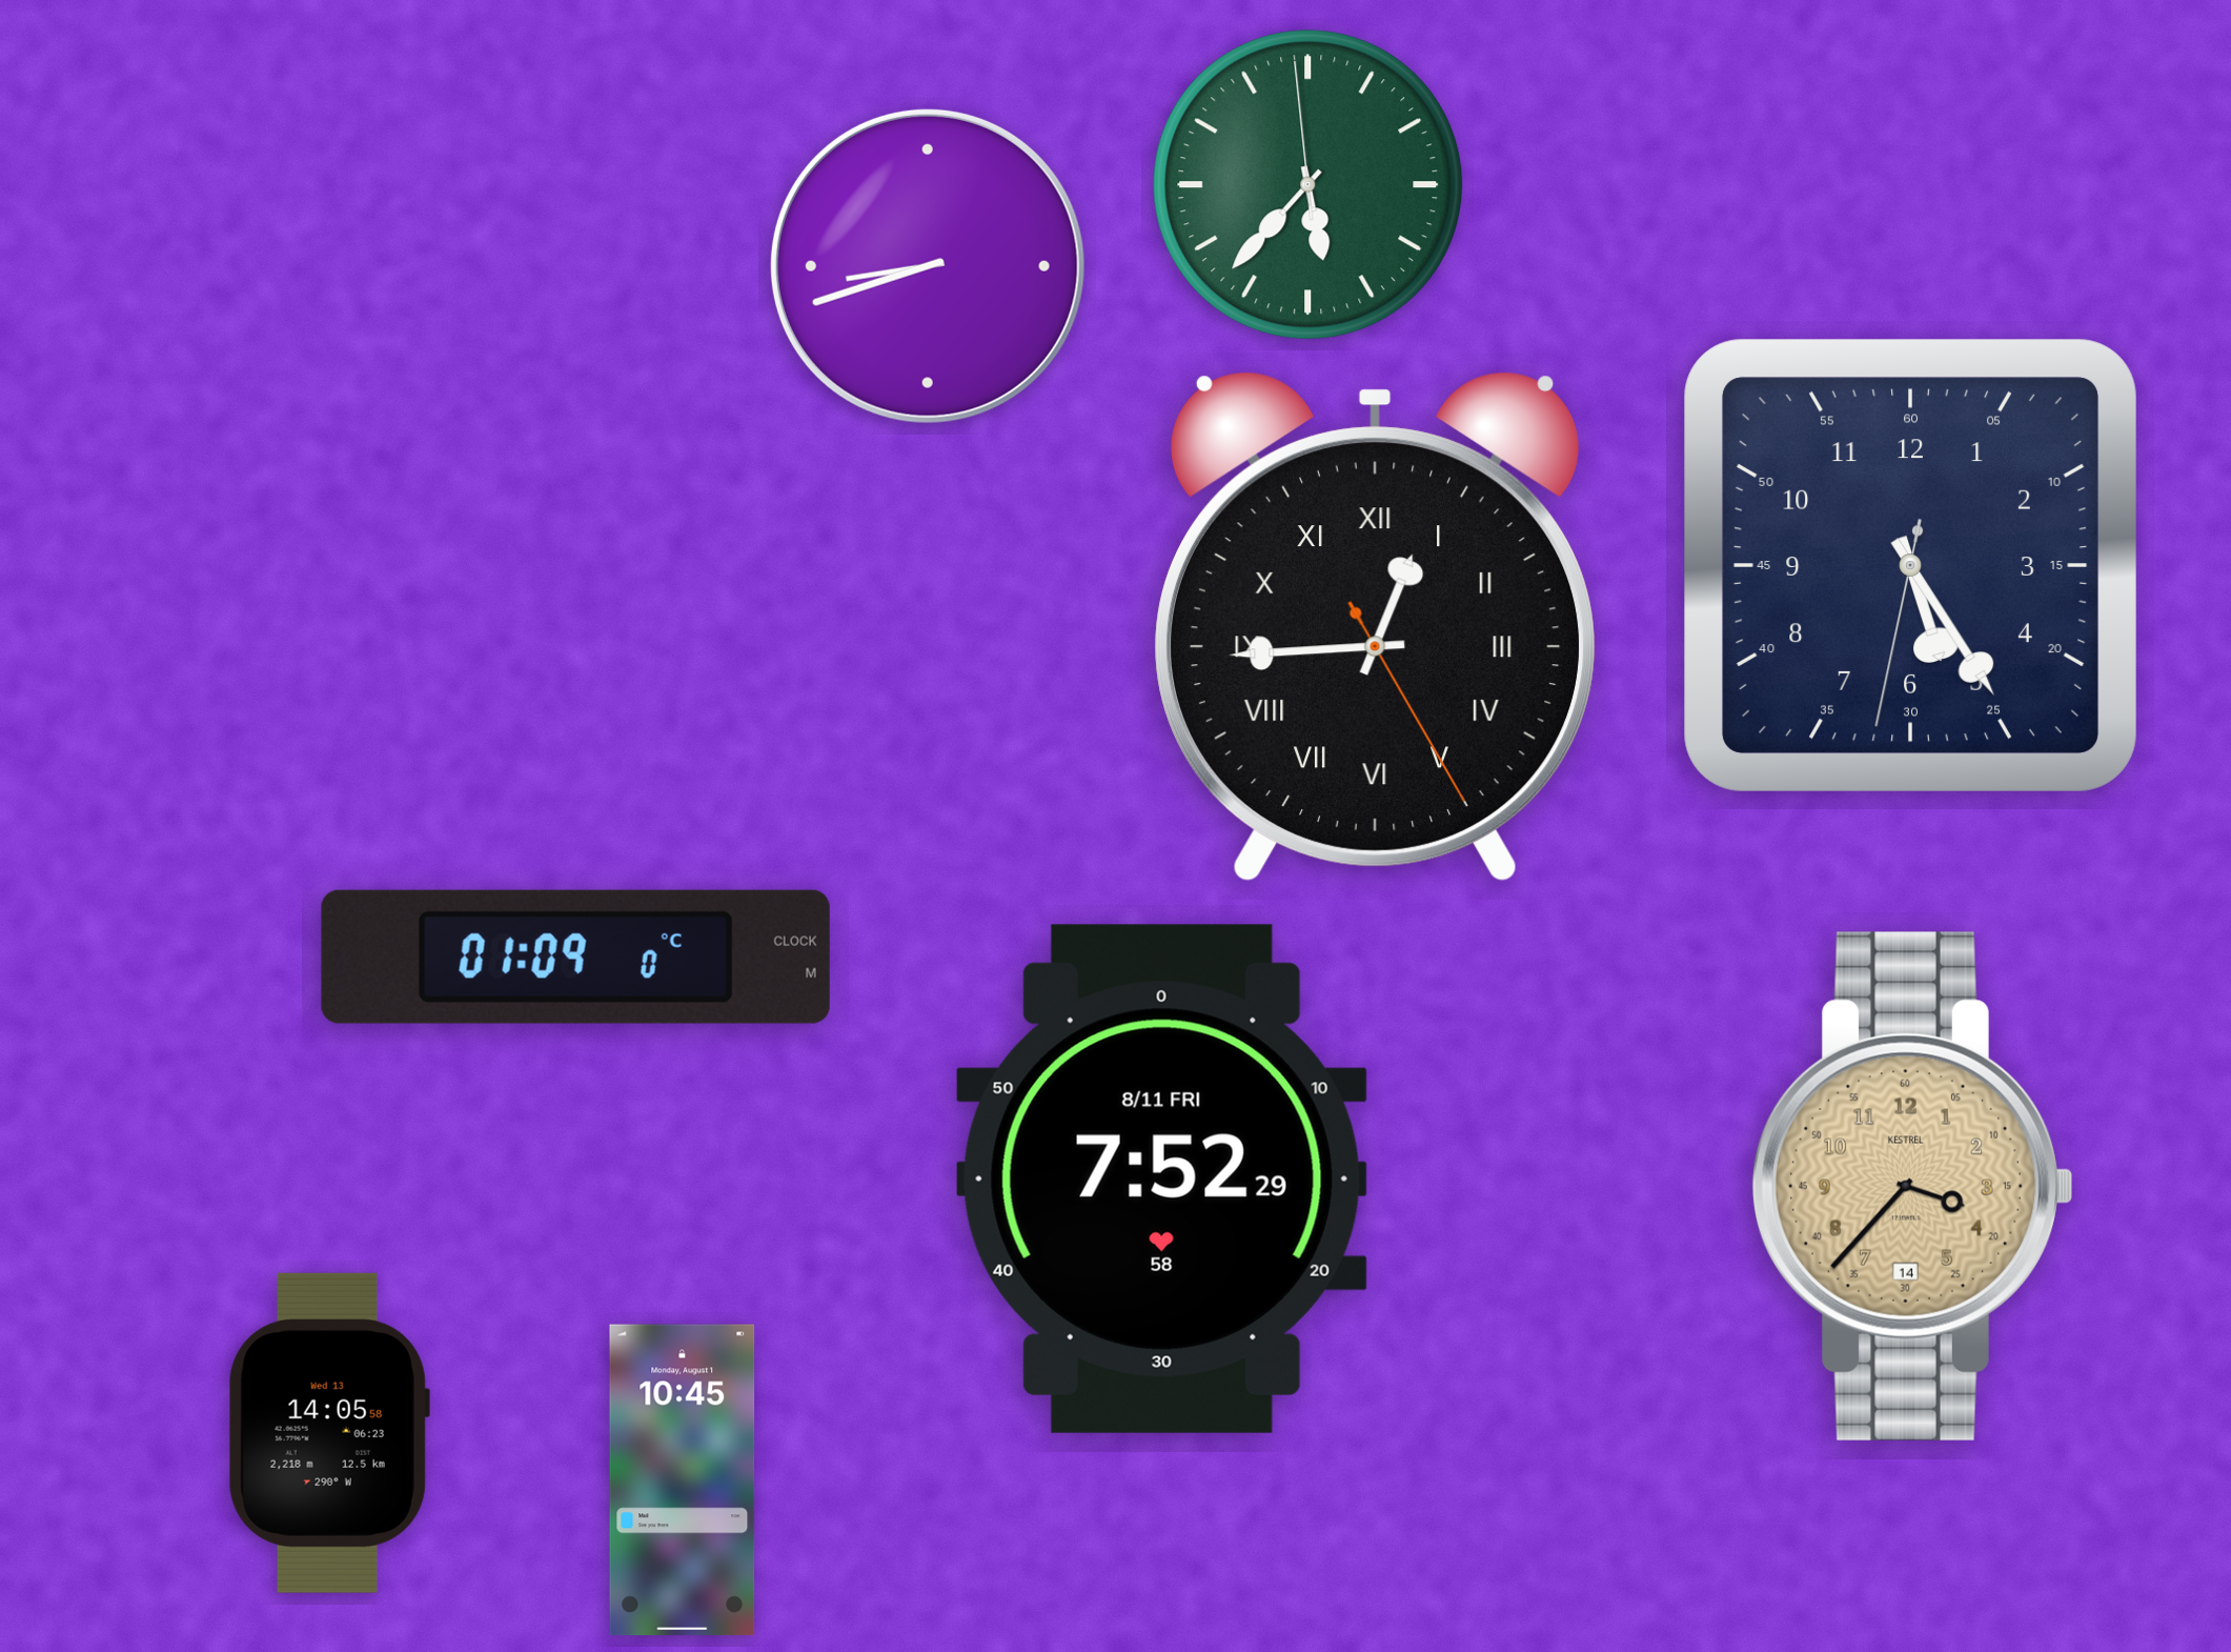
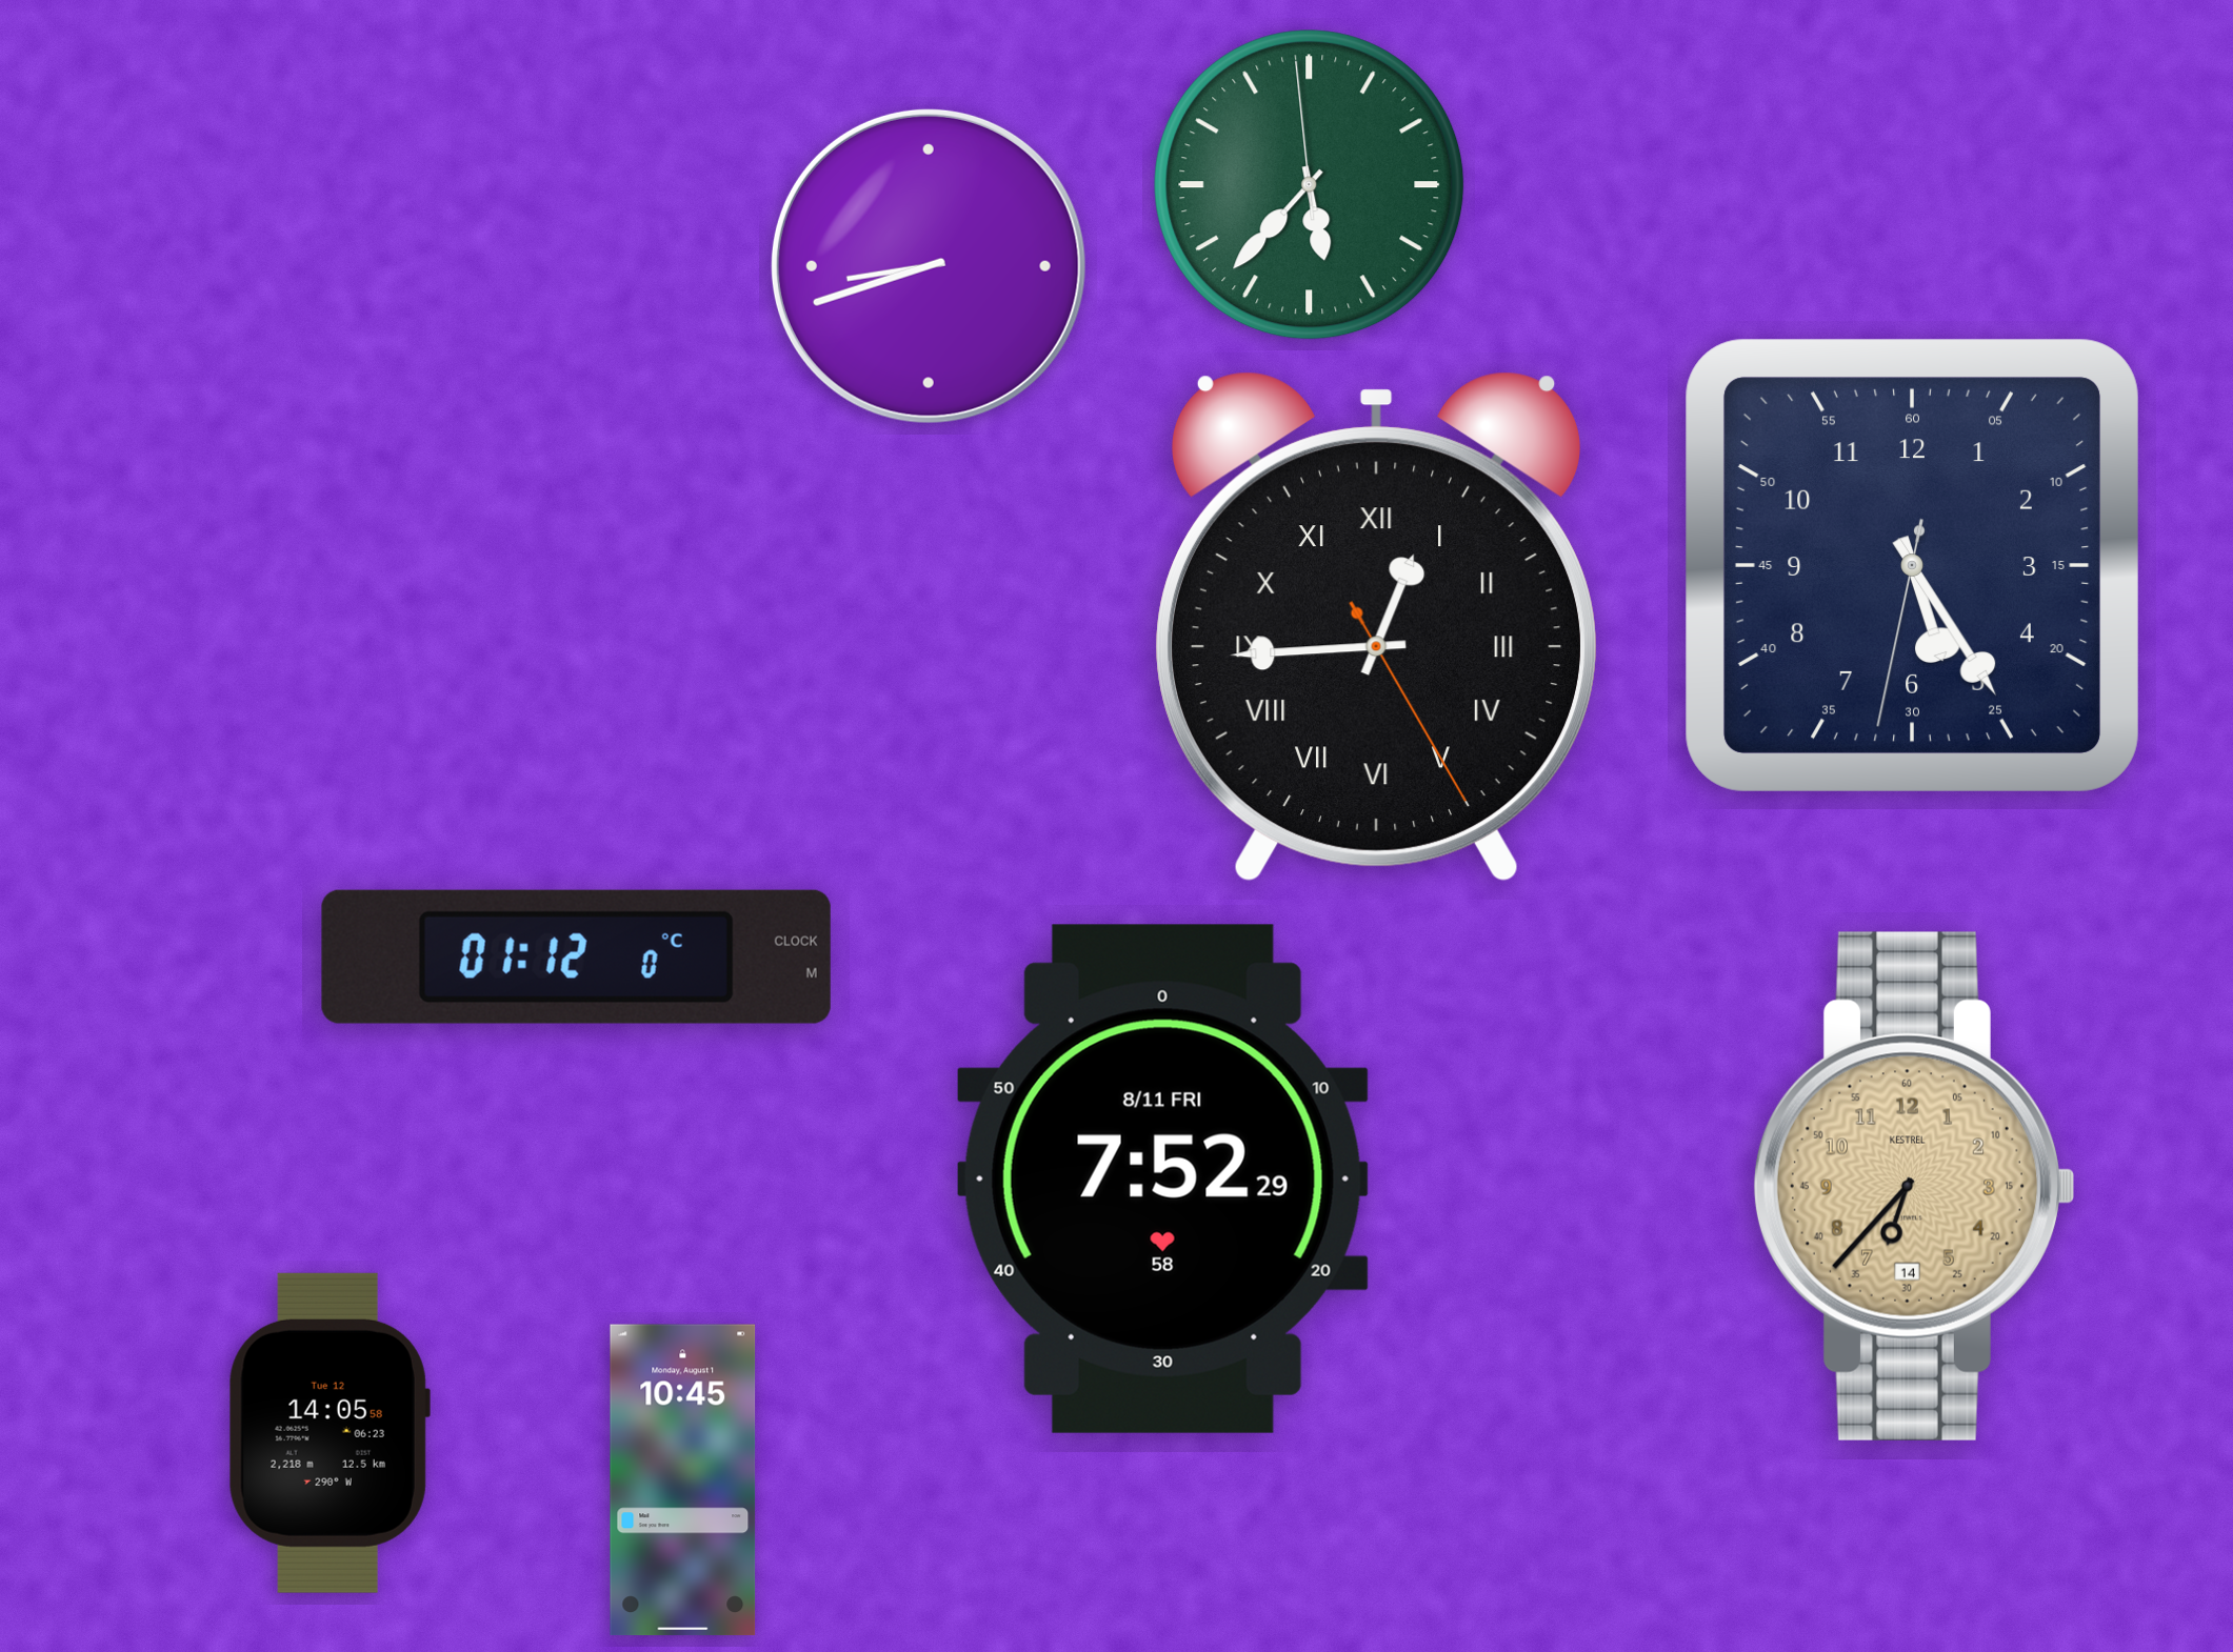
clock at (575, 956): 01:09 -> 01:12
clock at (1911, 1186): 3:37 -> 6:37
clock at (329, 1433) date: Wed 13 -> Tue 12
